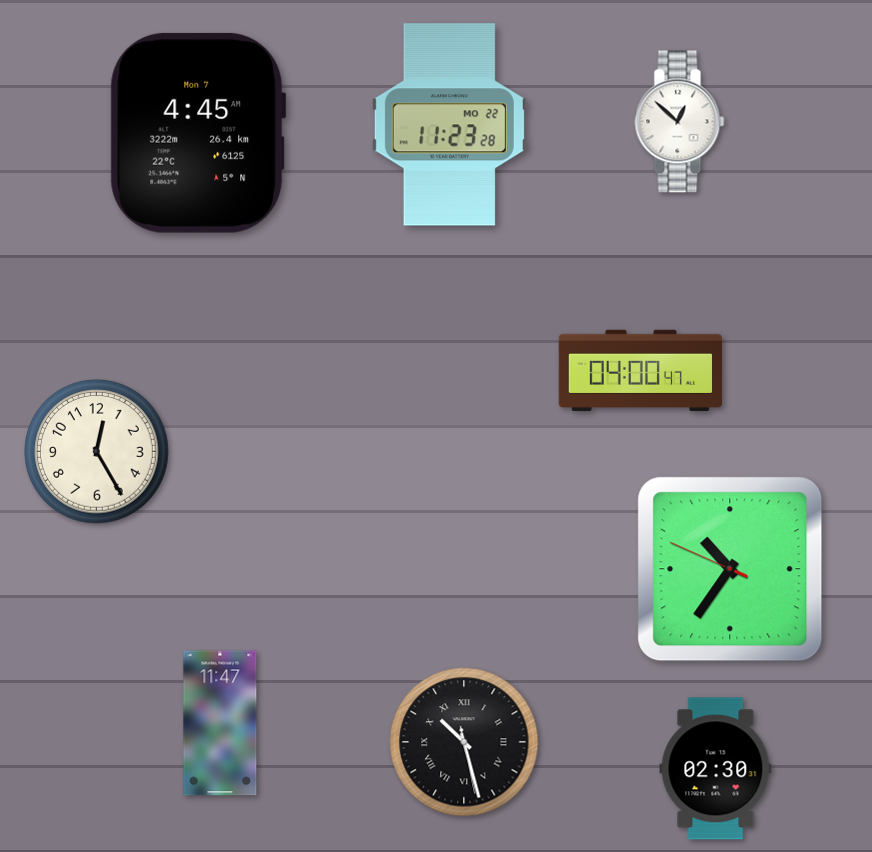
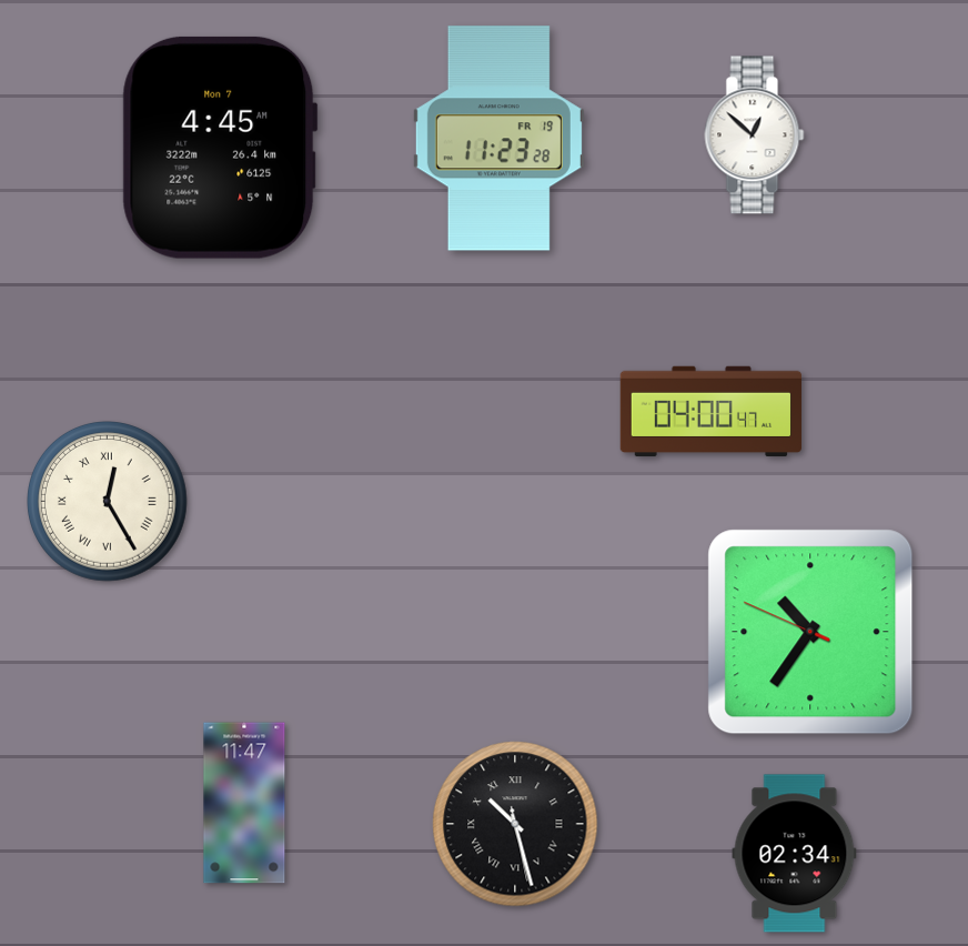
clock at (449, 125) date: MO 22 -> FR 19
clock at (97, 452) numerals: Arabic -> Roman
clock at (716, 769): 02:30 -> 02:34
